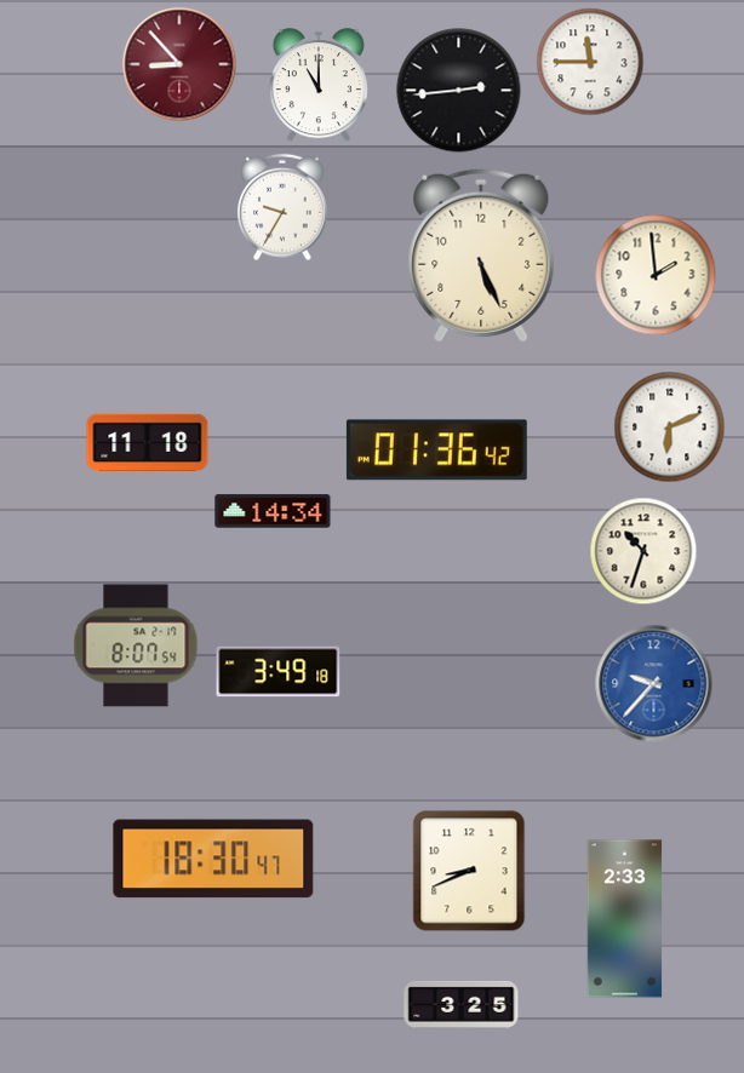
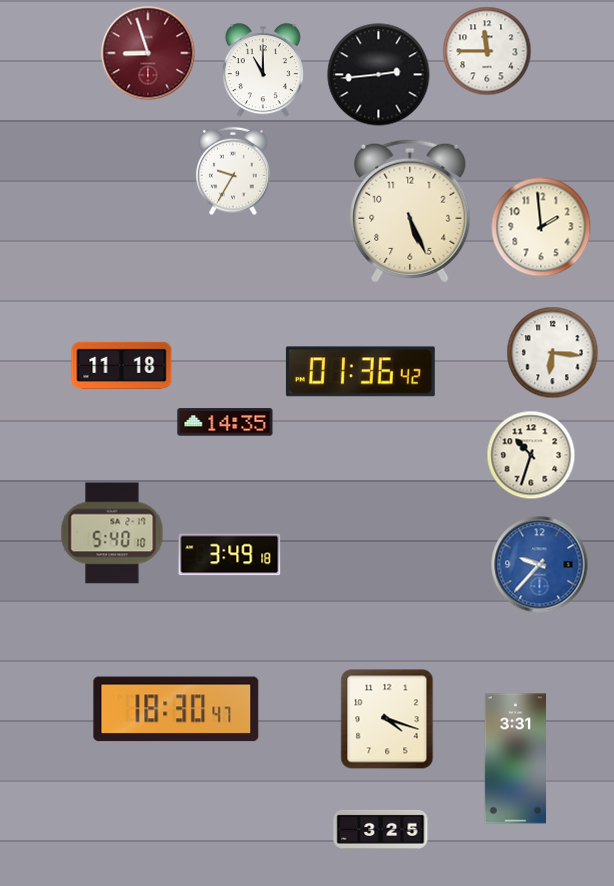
clock at (179, 64): 8:53 -> 8:57
clock at (481, 256) position: (481, 256) -> (410, 211)
clock at (670, 428): 6:11 -> 6:16
clock at (273, 511): 14:34 -> 14:35
clock at (136, 645): 8:07 -> 5:40
clock at (469, 871): 8:41 -> 4:18
clock at (625, 919): 2:33 -> 3:31
